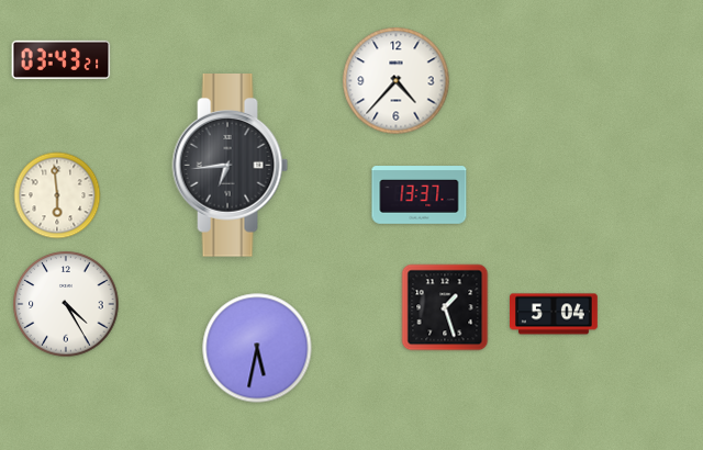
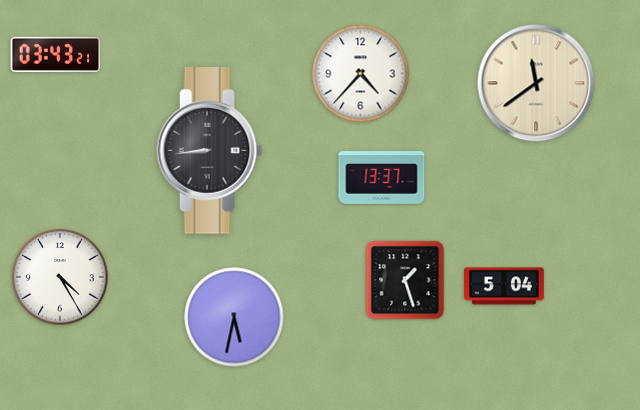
clock at (536, 83): none -> 11:39
clock at (231, 166): 6:44 -> 8:44
clock at (57, 195): 5:59 -> none
